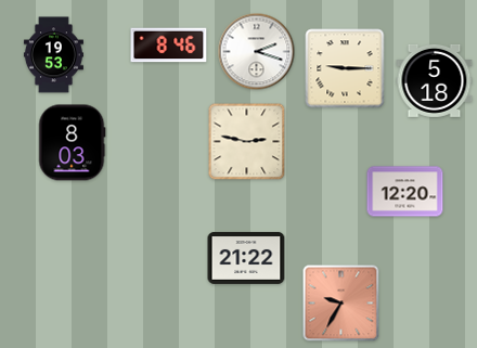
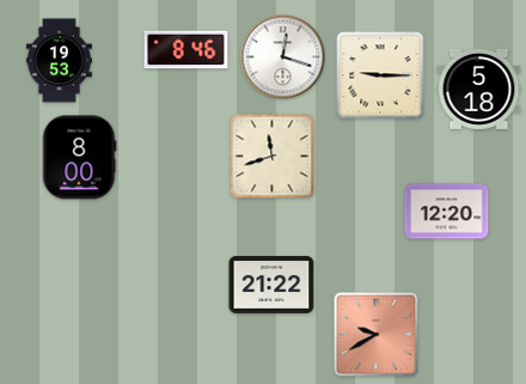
clock at (257, 52): 2:18 -> 12:18
clock at (247, 142): 2:47 -> 11:42
clock at (73, 143): 8:03 -> 8:00
clock at (341, 304): 9:35 -> 9:40
